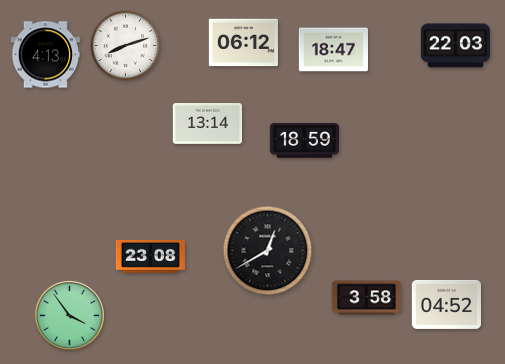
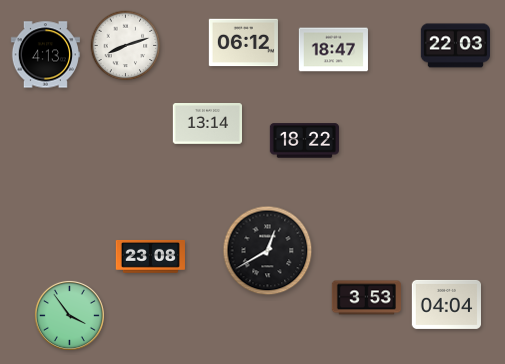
clock at (304, 141): 18:59 -> 18:22
clock at (366, 298): 3:58 -> 3:53
clock at (446, 304): 04:52 -> 04:04
